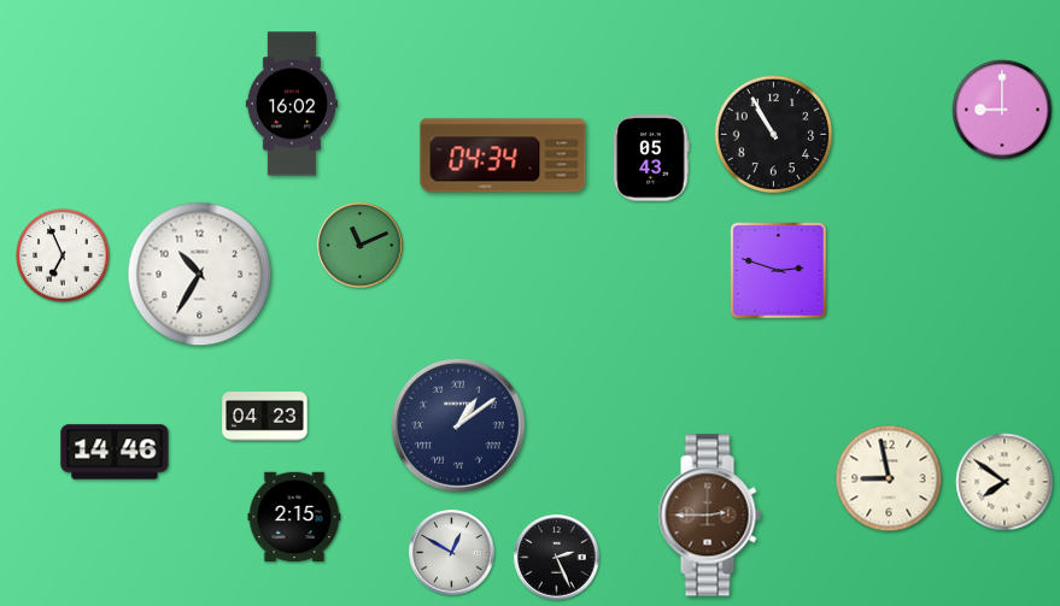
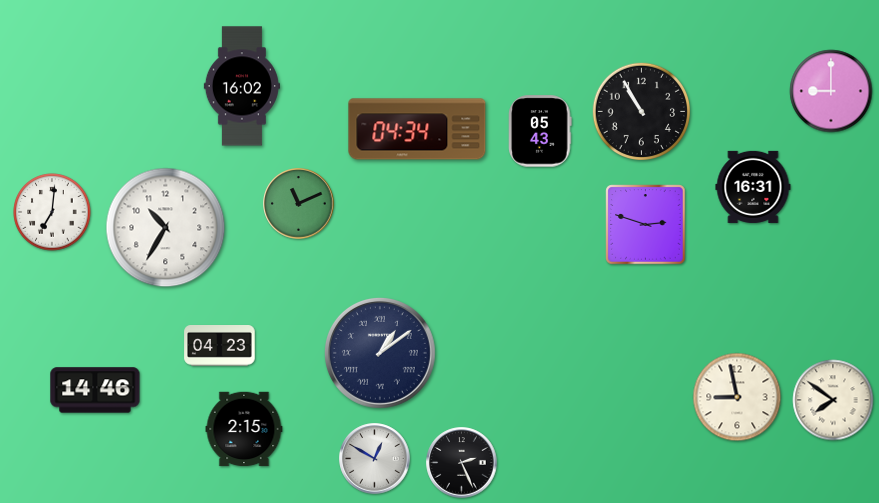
clock at (753, 187): none -> 16:31
clock at (63, 255): 6:56 -> 7:01
clock at (115, 452) position: (115, 452) -> (95, 390)
clock at (709, 516): 2:45 -> none
